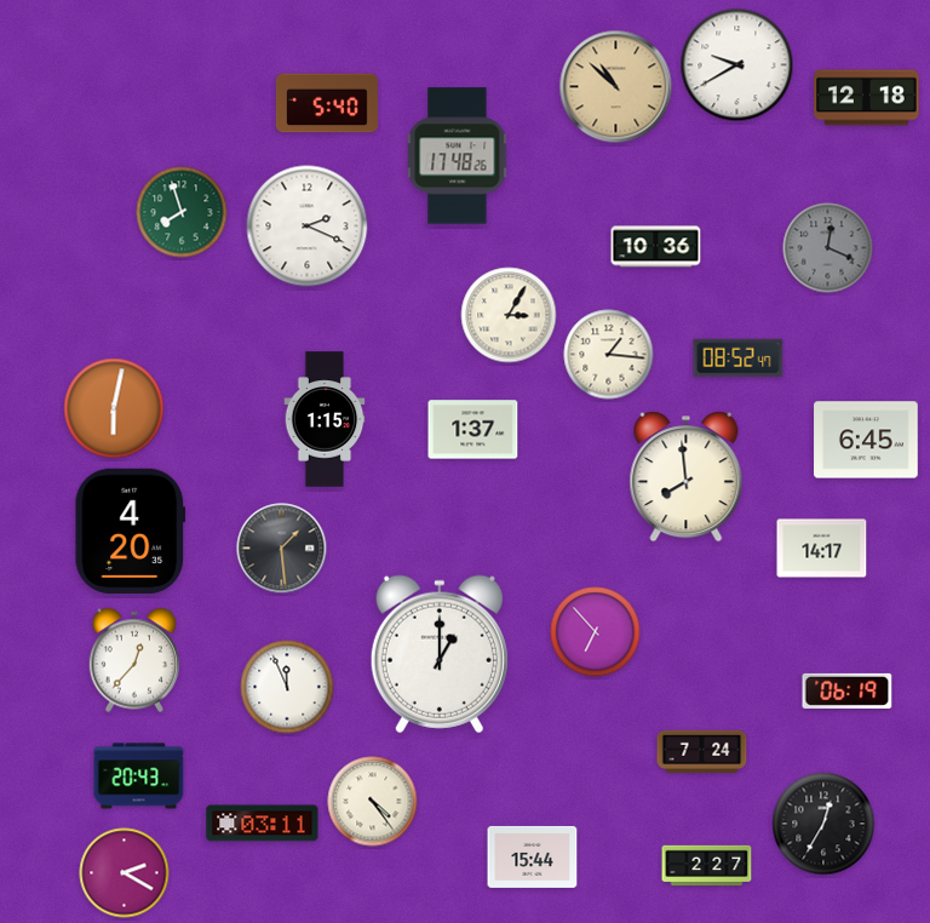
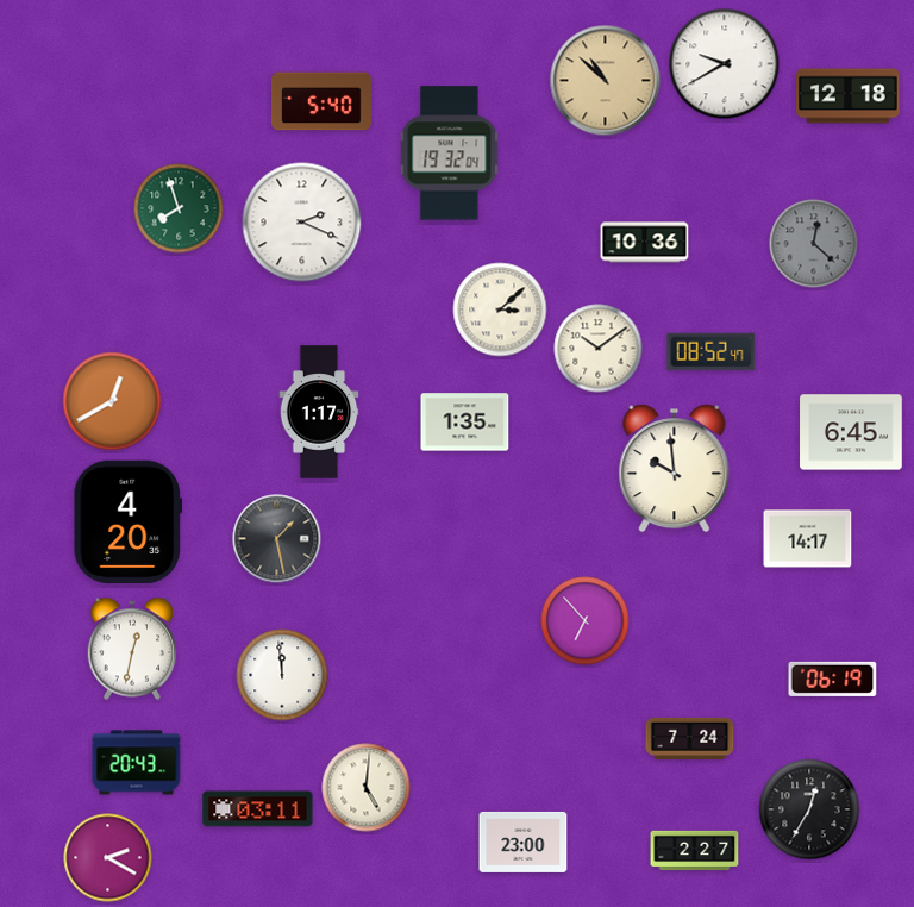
clock at (616, 87) position: (616, 87) -> (606, 81)
clock at (867, 98) position: (867, 98) -> (849, 96)
clock at (458, 156): 17:48 -> 19:32
clock at (828, 248): 12:19 -> 12:22
clock at (509, 315): 3:05 -> 3:08
clock at (609, 355): 1:16 -> 10:09
clock at (739, 359) position: (739, 359) -> (712, 352)
clock at (114, 408): 6:02 -> 12:40
clock at (325, 419): 1:15 -> 1:17
clock at (473, 430): 1:37 -> 1:35
clock at (687, 477): 7:59 -> 9:59
clock at (282, 549): 1:29 -> 1:28
clock at (440, 654): 1:00 -> none
clock at (134, 660): 12:37 -> 12:32
clock at (287, 687): 11:56 -> 11:59
clock at (373, 802): 4:24 -> 5:01
clock at (533, 856): 15:44 -> 23:00
clock at (125, 873) position: (125, 873) -> (108, 858)
